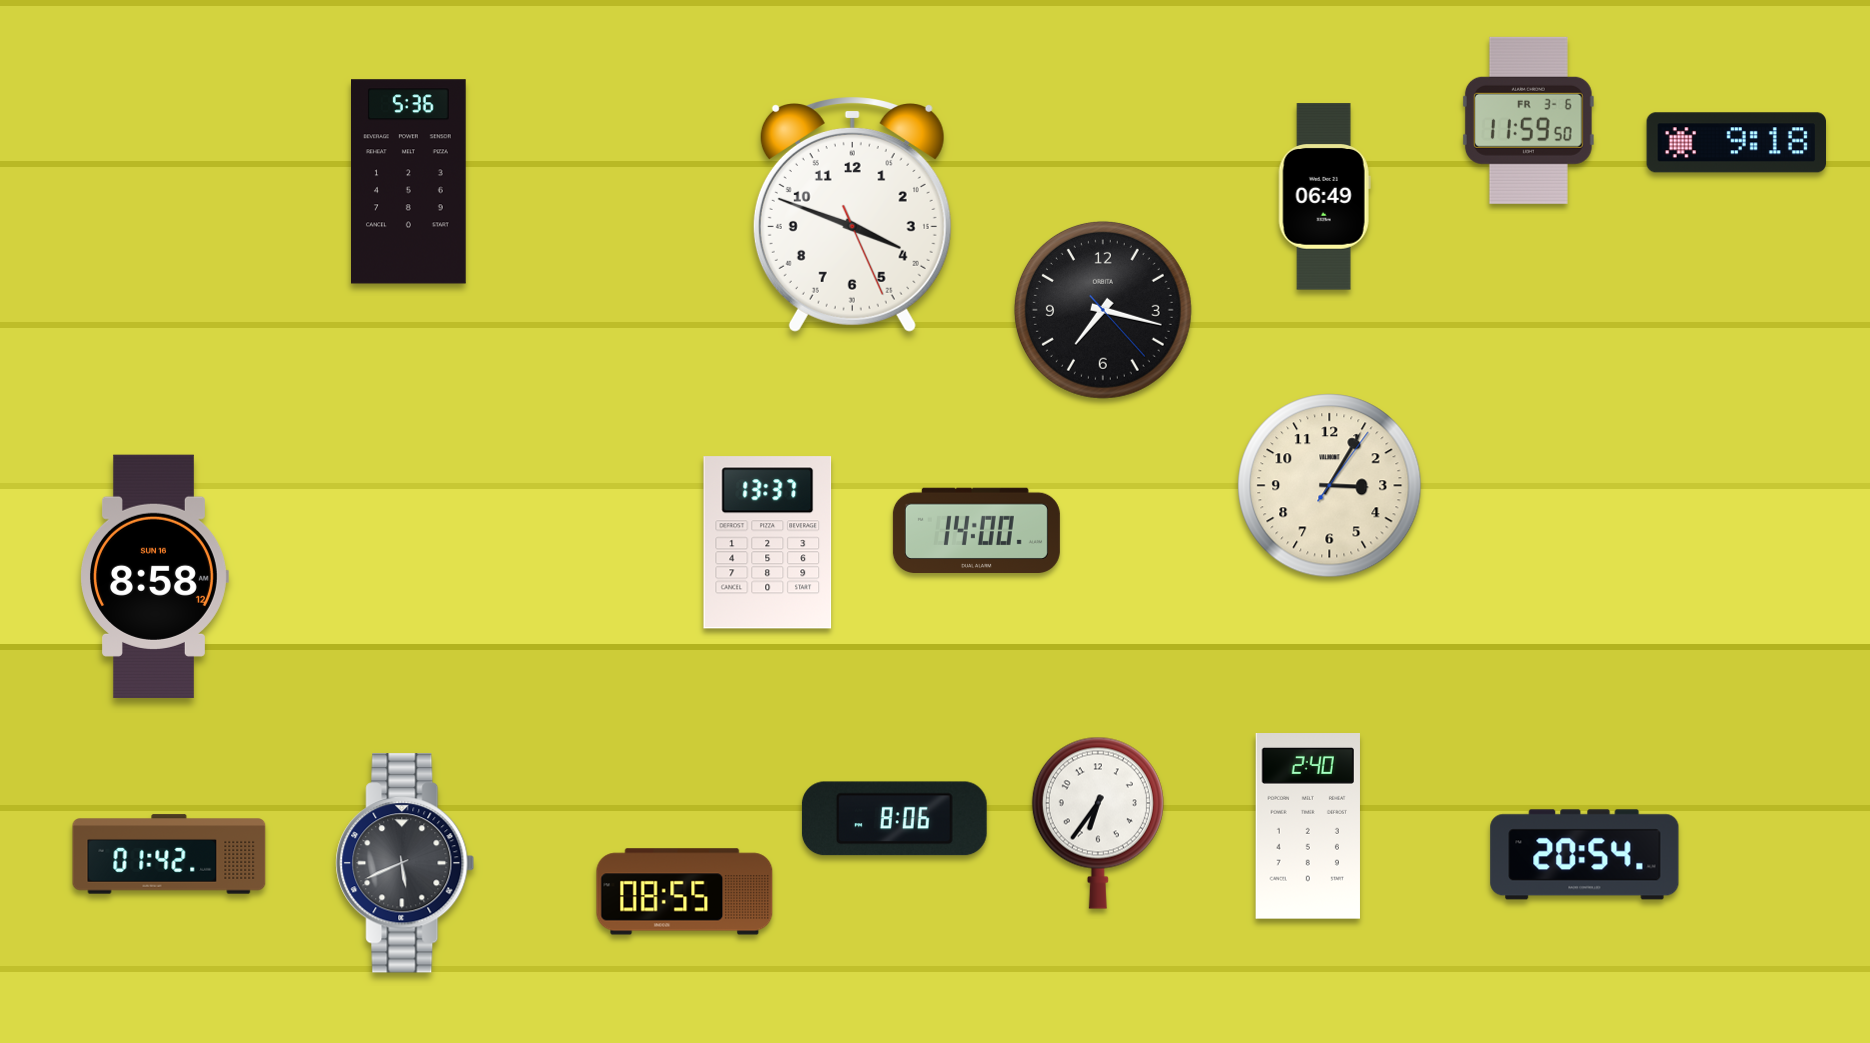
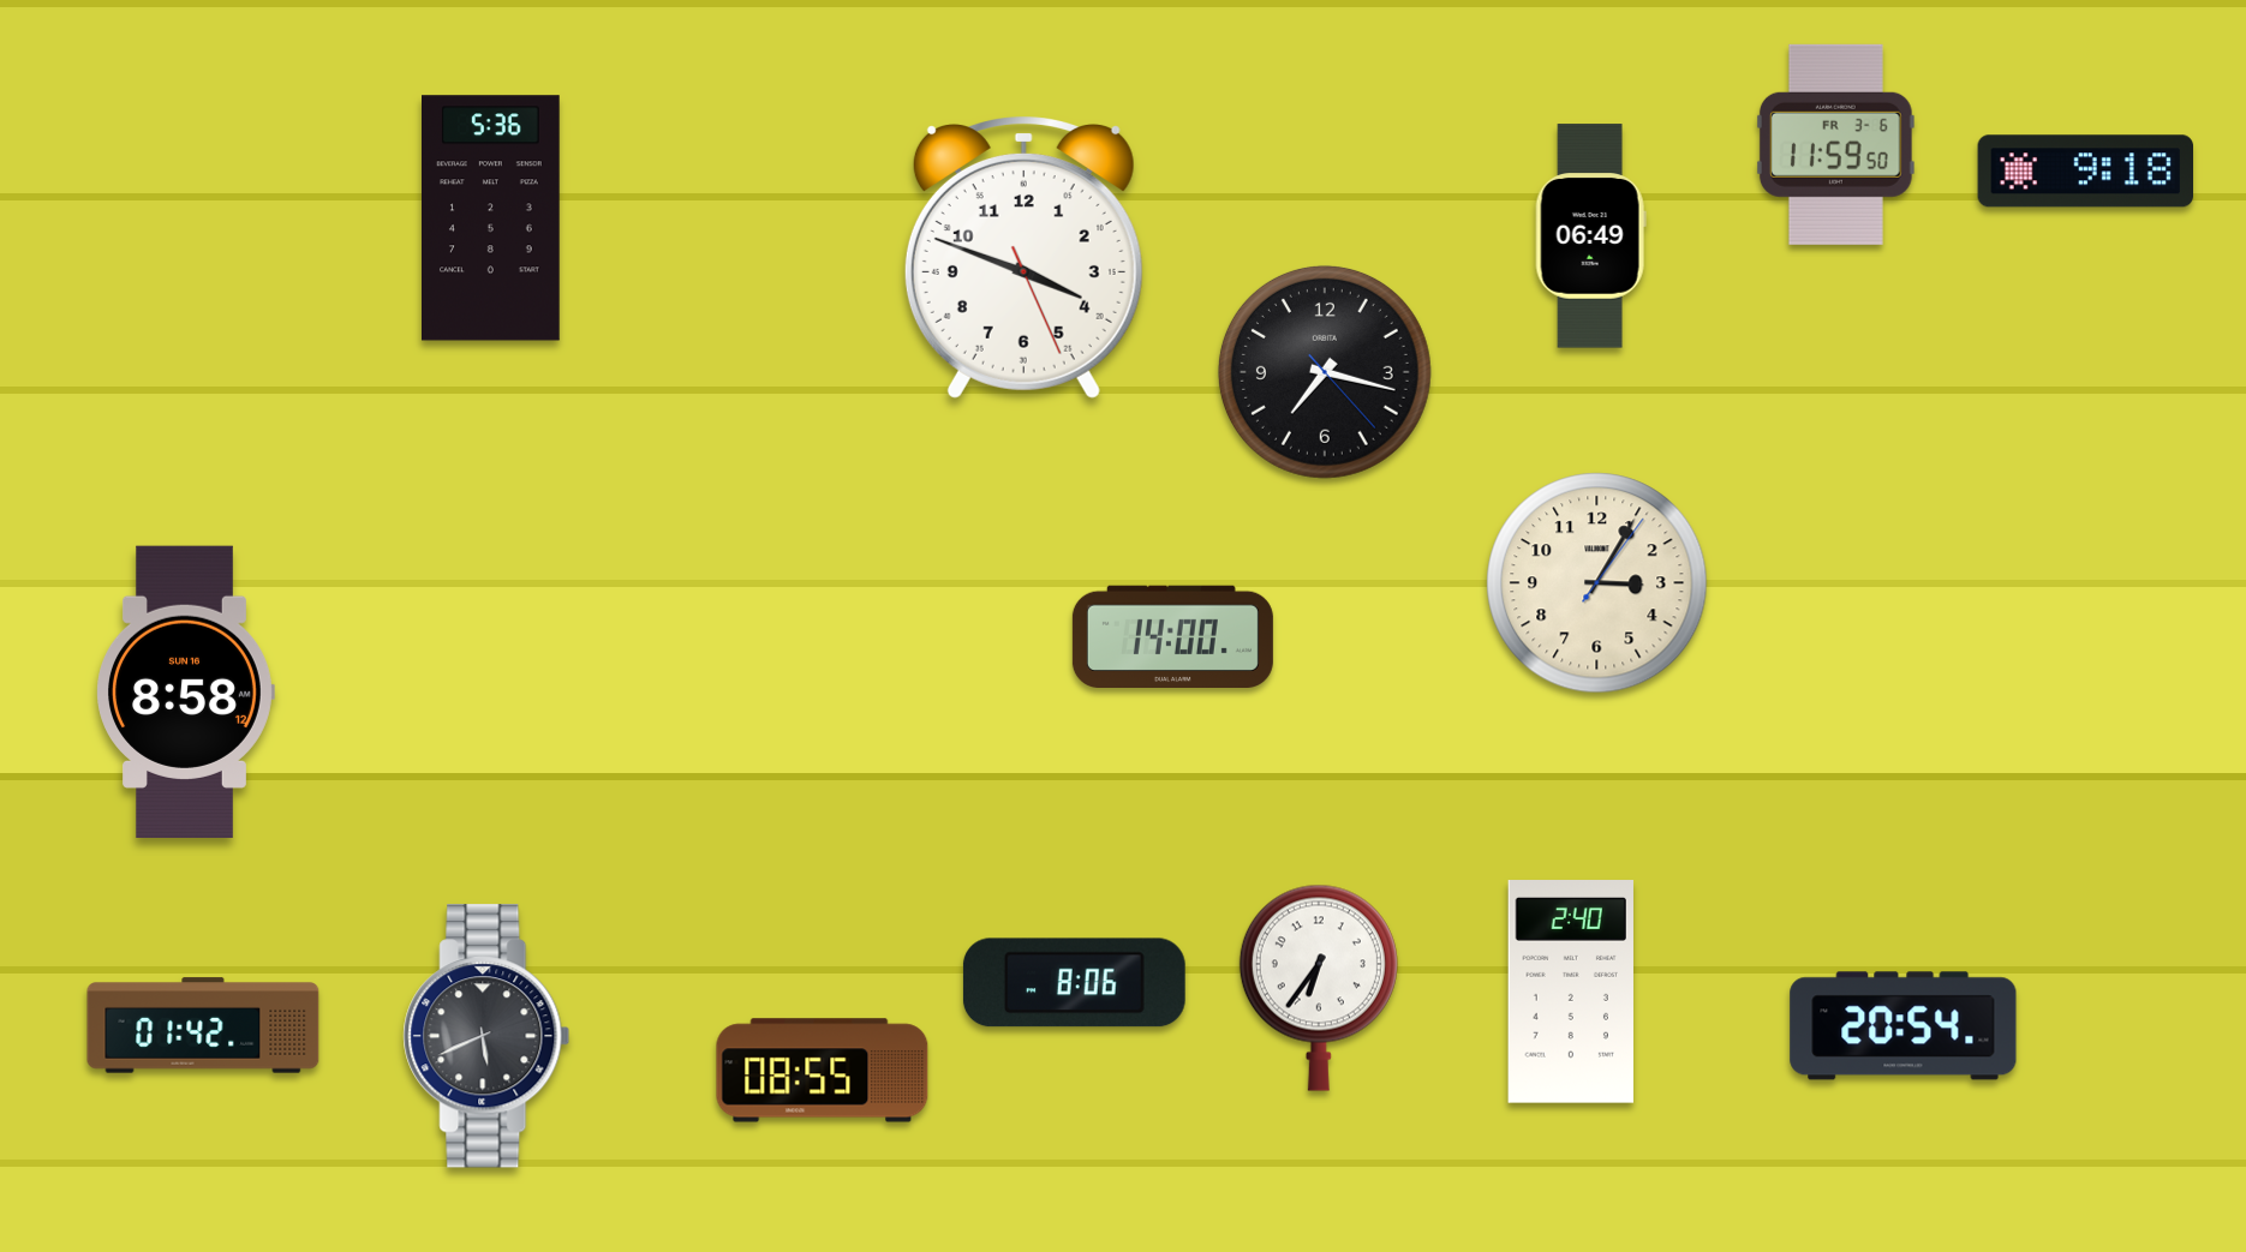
clock at (768, 543): 13:37 -> none
